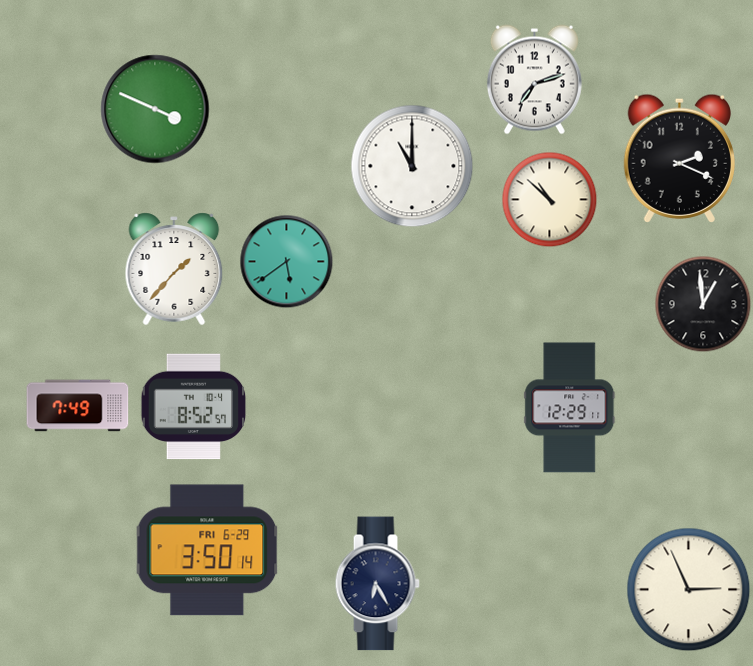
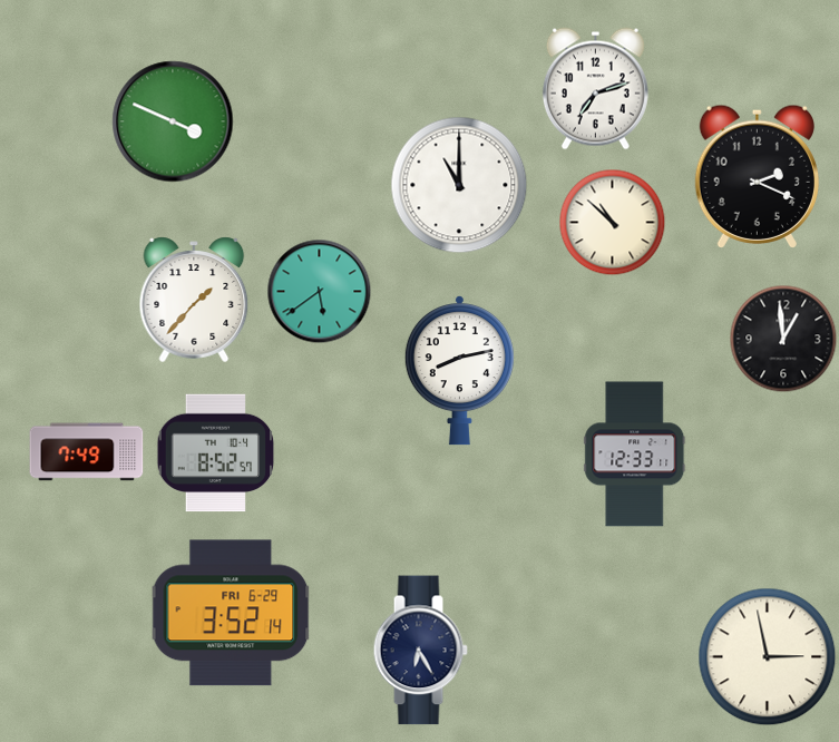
clock at (459, 371): none -> 8:13
clock at (570, 408): 12:29 -> 12:33
clock at (207, 550): 3:50 -> 3:52
clock at (689, 590): 2:56 -> 2:58
